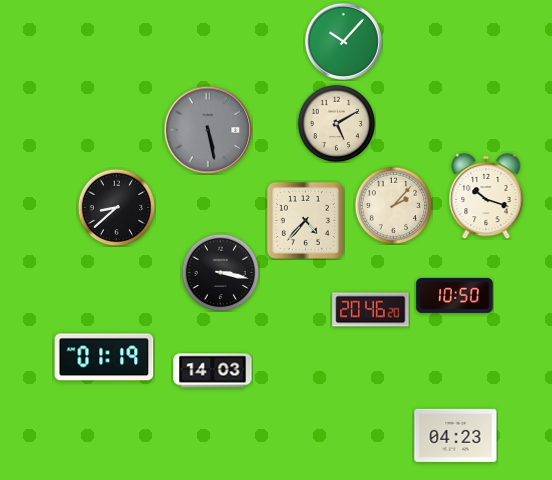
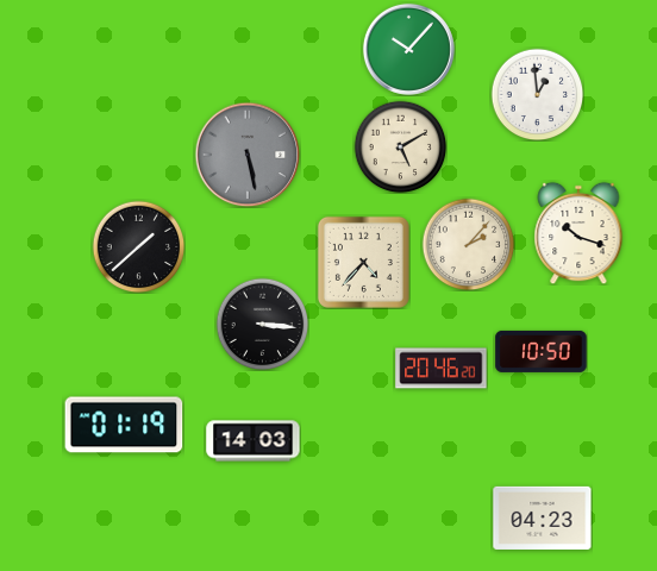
clock at (537, 94): none -> 12:59
clock at (116, 207): 8:38 -> 1:38
clock at (220, 272): 3:17 -> 3:16
